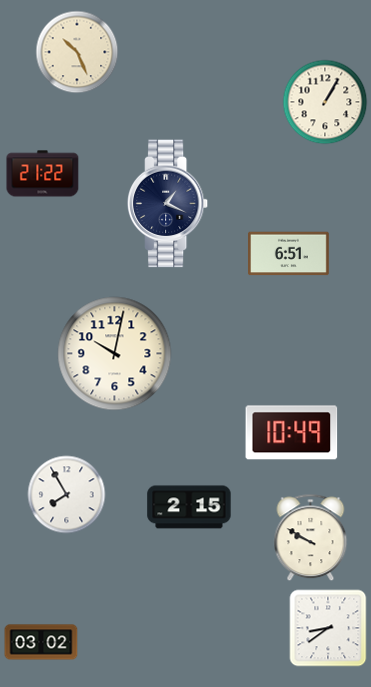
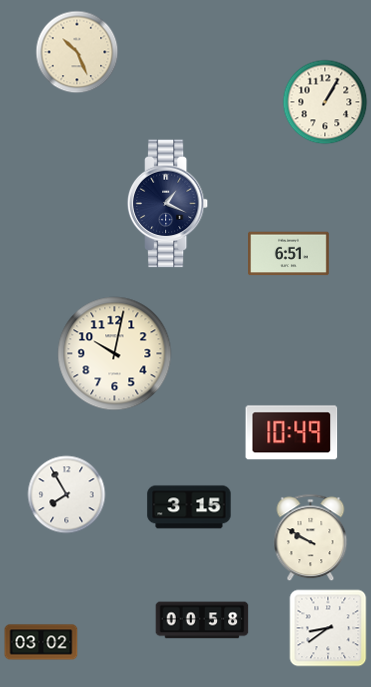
clock at (43, 174): 21:22 -> none
clock at (189, 507): 2:15 -> 3:15
clock at (202, 620): none -> 00:58
